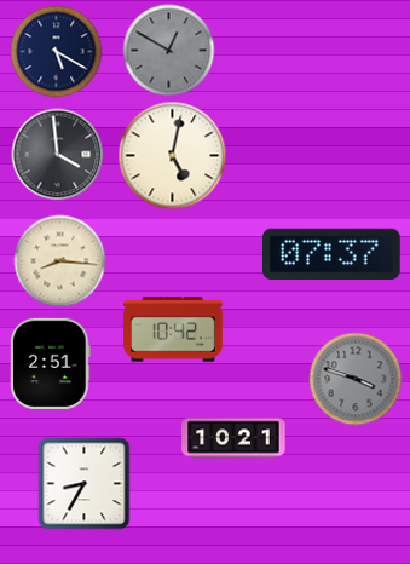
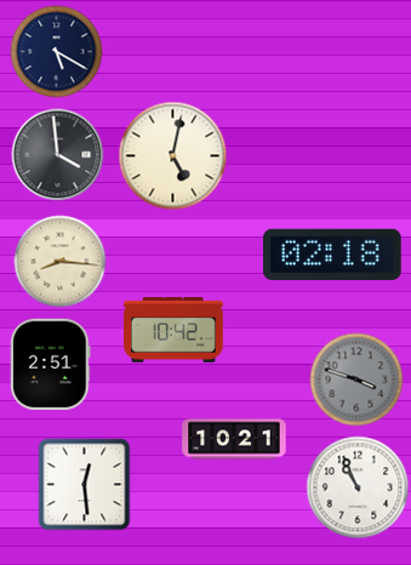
clock at (169, 51): 12:50 -> none
clock at (333, 253): 07:37 -> 02:18
clock at (85, 484): 8:35 -> 12:29
clock at (358, 487): none -> 10:56
